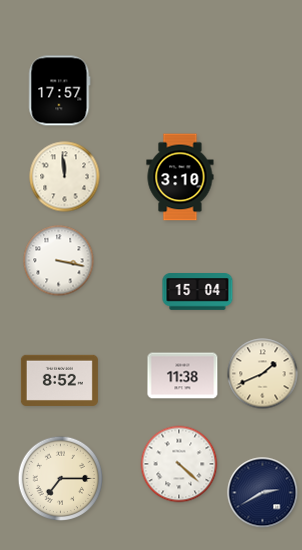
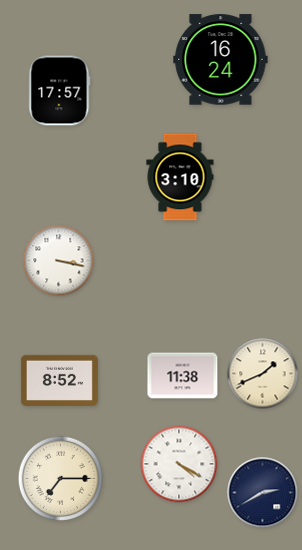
clock at (221, 60): none -> 16:24
clock at (65, 177): 11:59 -> none
clock at (198, 292): 15:04 -> none
clock at (179, 464): 4:22 -> 4:20
